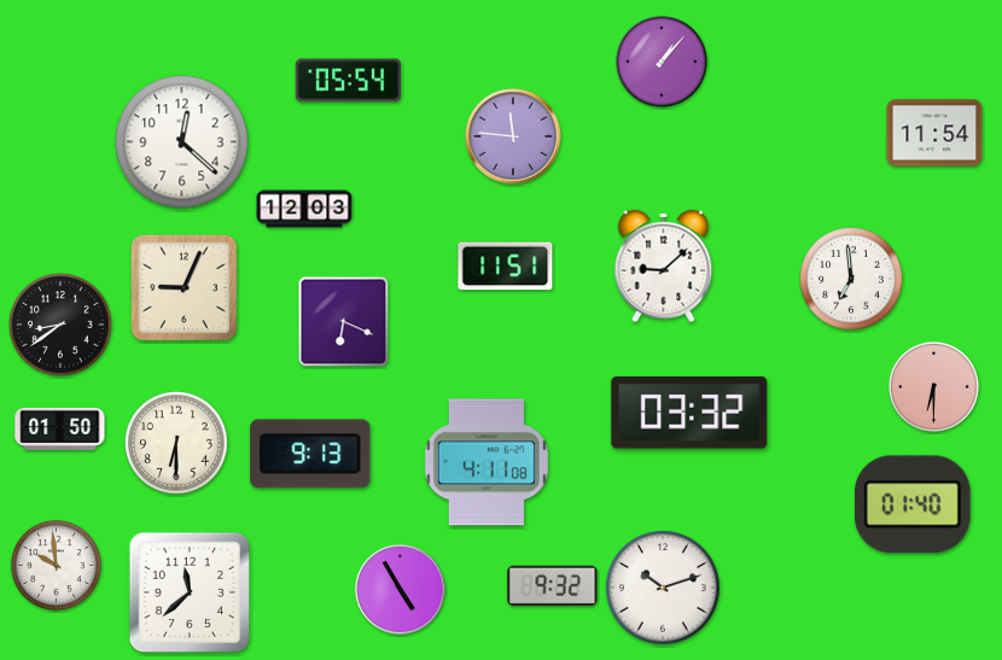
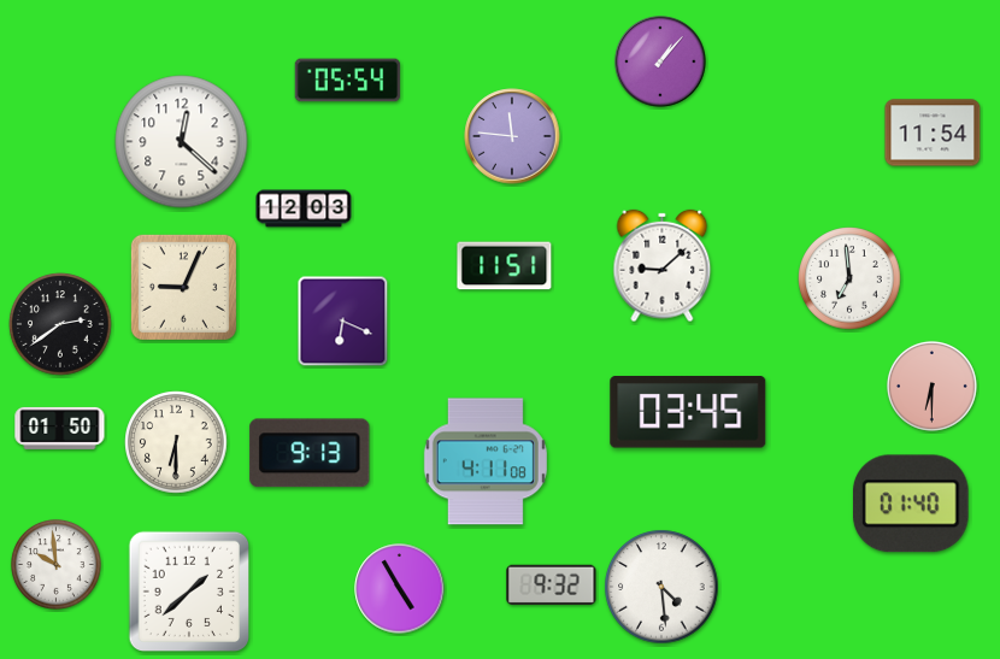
clock at (60, 325): 8:39 -> 2:39
clock at (689, 414): 03:32 -> 03:45
clock at (663, 588): 10:12 -> 4:29
clock at (190, 592): 11:38 -> 1:38
